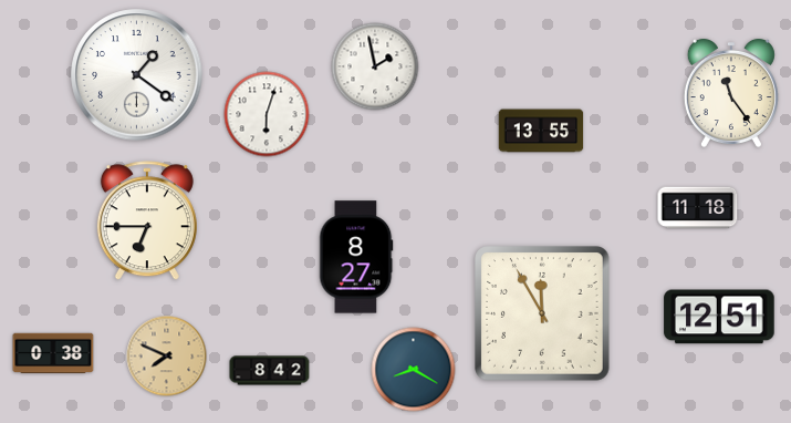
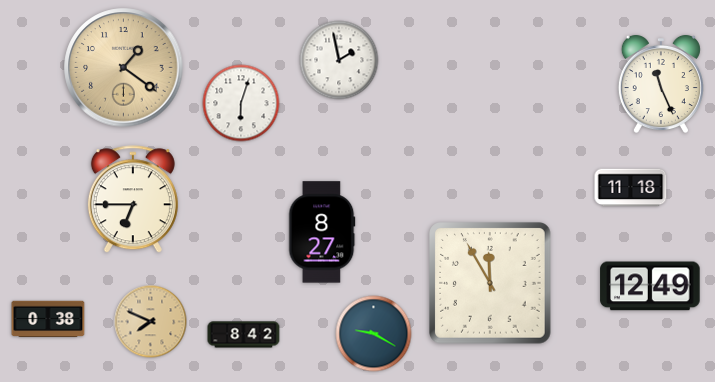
clock at (137, 75) dial: white -> champagne
clock at (731, 93): 11:24 -> 11:26
clock at (541, 131): 13:55 -> none
clock at (719, 317): 12:51 -> 12:49
clock at (414, 370): 8:20 -> 9:20
